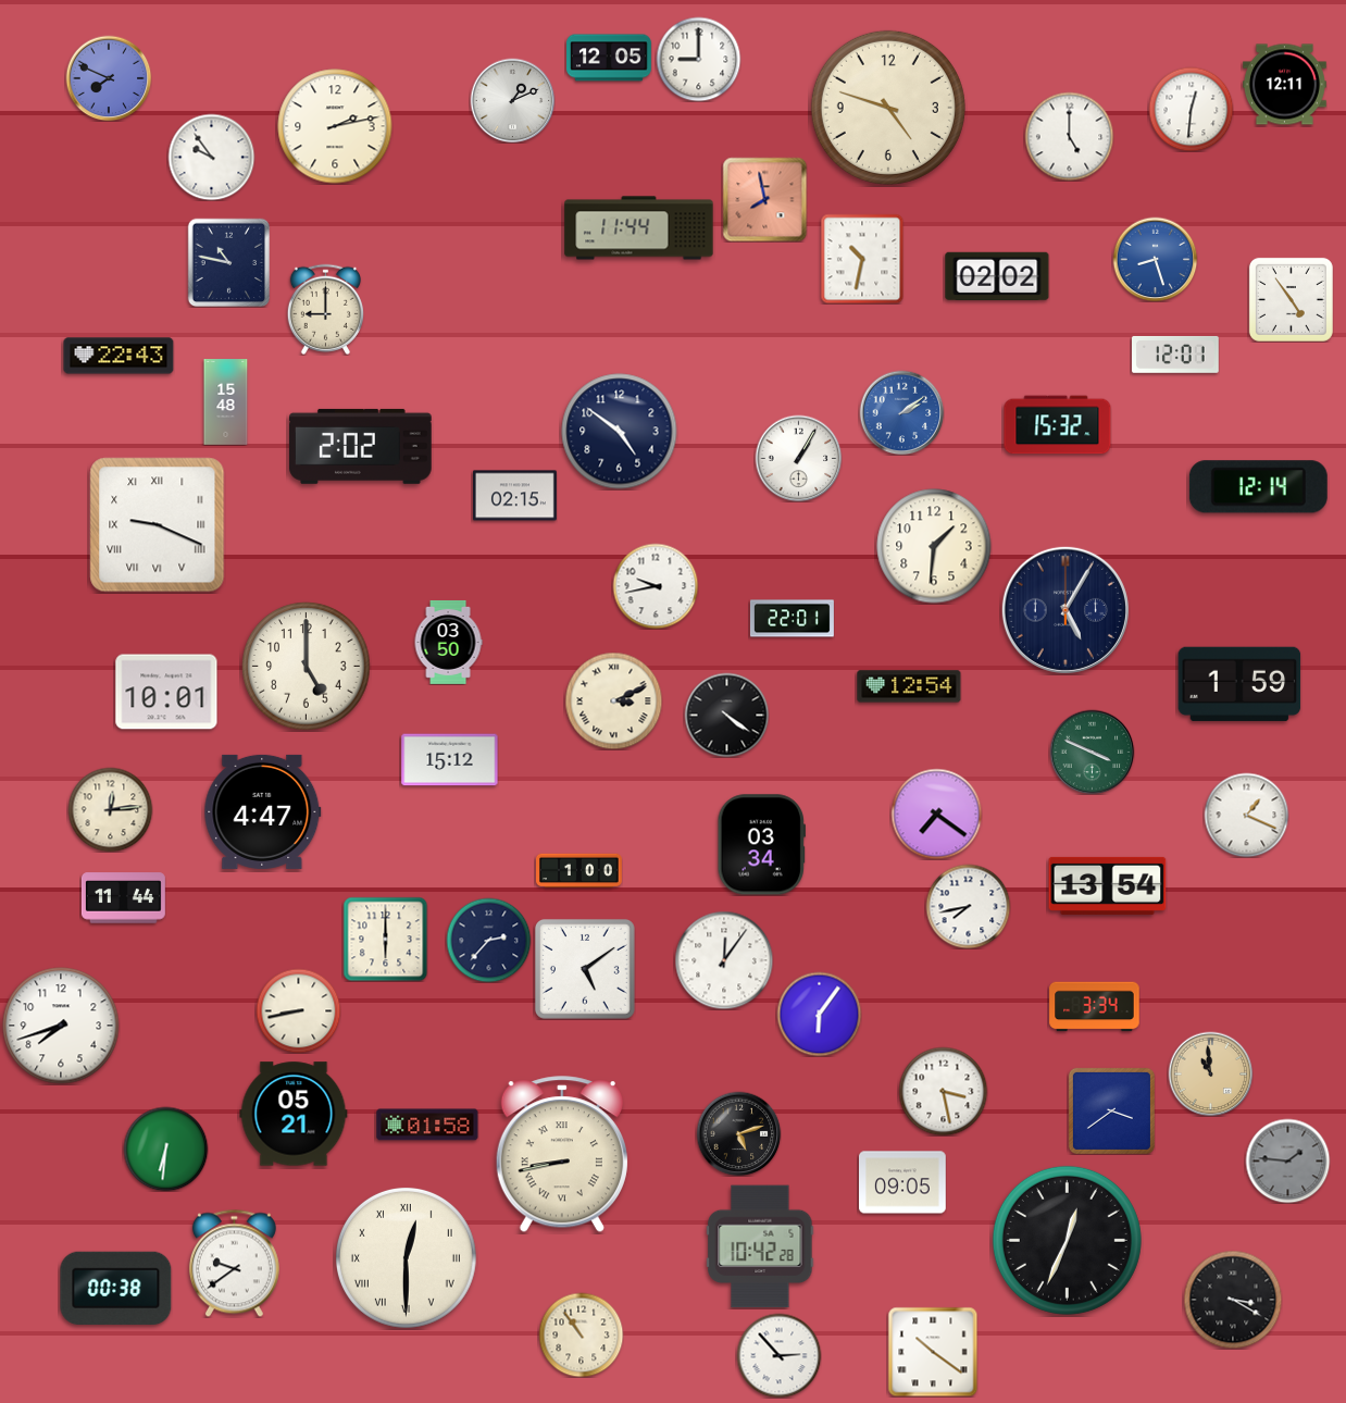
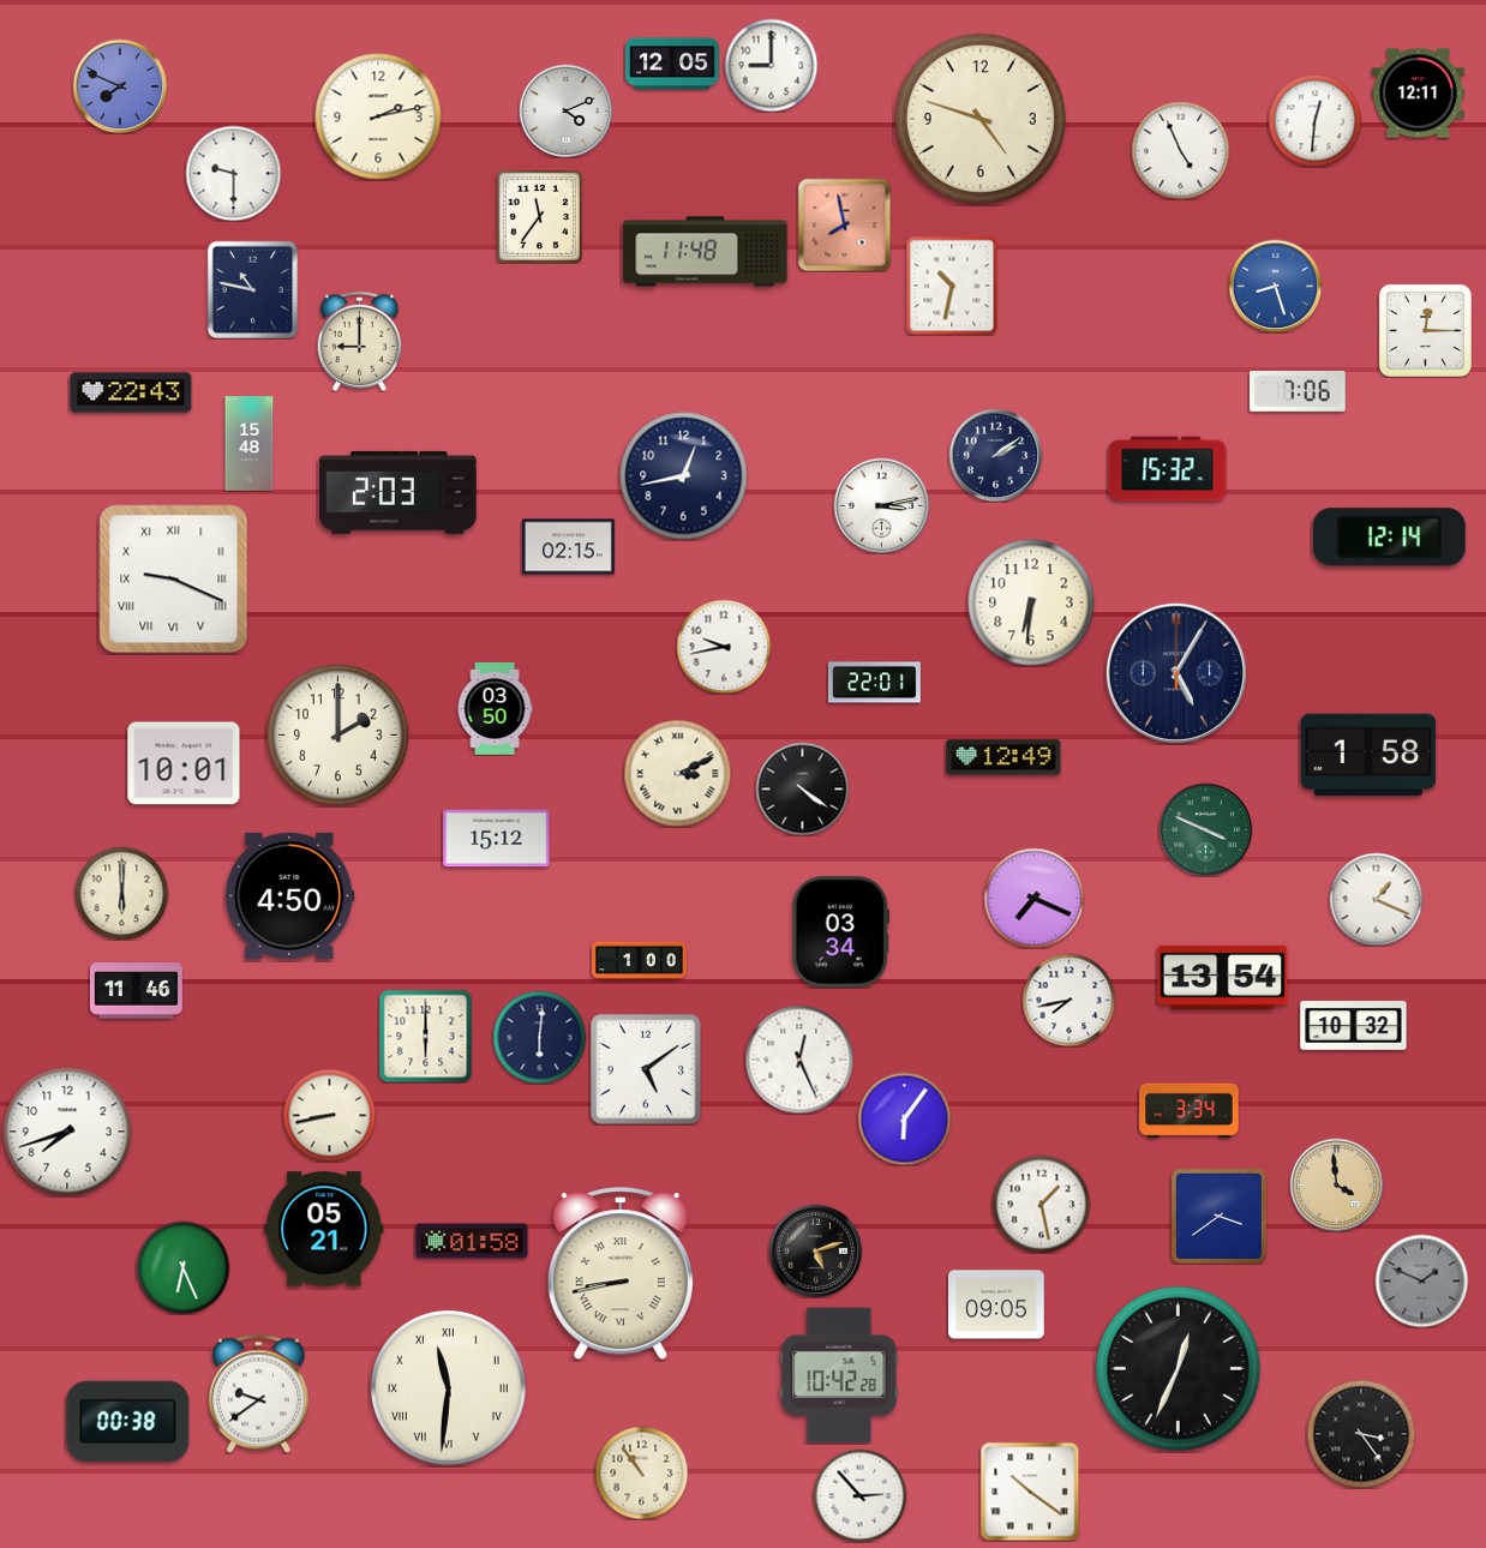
clock at (512, 100): 1:11 -> 4:11
clock at (335, 126) position: (335, 126) -> (378, 116)
clock at (1069, 136): 5:00 -> 4:56
clock at (211, 157): 9:54 -> 9:30
clock at (539, 216): none -> 11:36
clock at (764, 199) position: (764, 199) -> (844, 224)
clock at (639, 228): 11:44 -> 11:48
clock at (997, 276): 02:02 -> none
clock at (1291, 299): 4:54 -> 12:15
clock at (1176, 355): 12:01 -> 7:06
clock at (901, 412) dial: blue -> navy
clock at (620, 432): 4:51 -> 12:43
clock at (361, 446): 2:02 -> 2:03
clock at (798, 458): 1:05 -> 3:13
clock at (934, 546): 1:31 -> 6:31
clock at (307, 667): 5:00 -> 2:00
clock at (1239, 684): 1:59 -> 1:58
clock at (909, 686): 12:54 -> 12:49
clock at (110, 809): 12:14 -> 6:00
clock at (263, 811): 4:47 -> 4:50
clock at (936, 814): 7:21 -> 7:19
clock at (123, 898): 11:44 -> 11:46
clock at (1354, 1026): none -> 10:32
clock at (488, 940): 2:37 -> 6:01
clock at (724, 960): 12:06 -> 12:26
clock at (1095, 1007) position: (1095, 1007) -> (1190, 1111)
clock at (1210, 1073): 10:59 -> 3:59
clock at (943, 1091): 3:28 -> 1:28
clock at (1111, 1110) position: (1111, 1110) -> (1218, 1216)
clock at (165, 1149): 6:31 -> 6:26
clock at (1287, 1160): 1:46 -> 1:49
clock at (406, 1257): 12:30 -> 11:31
clock at (1233, 1300): 3:20 -> 3:24
